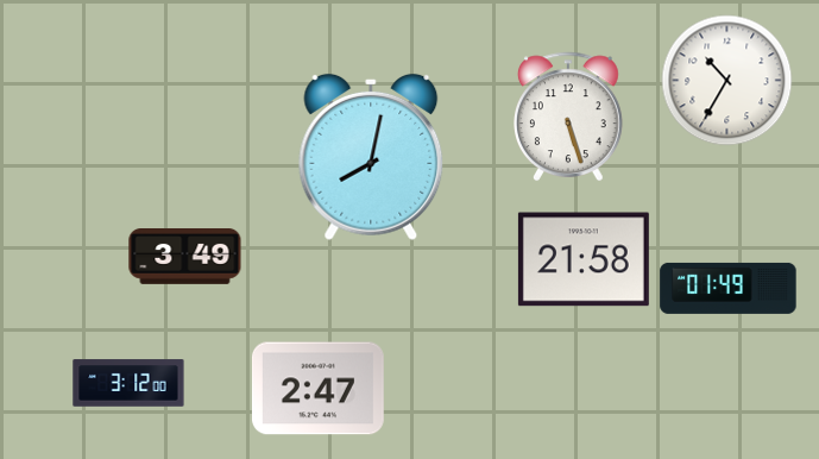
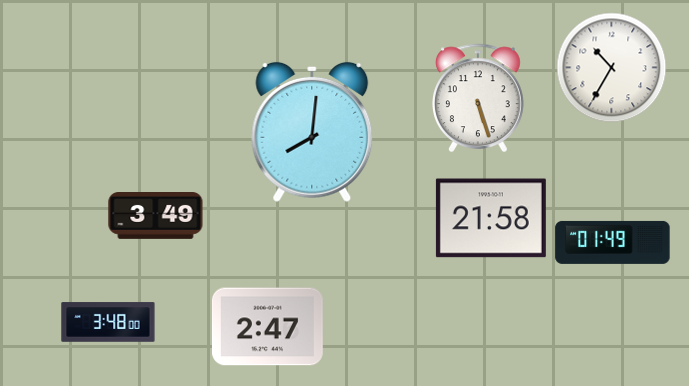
clock at (371, 157): 8:02 -> 8:01
clock at (128, 383): 3:12 -> 3:48
